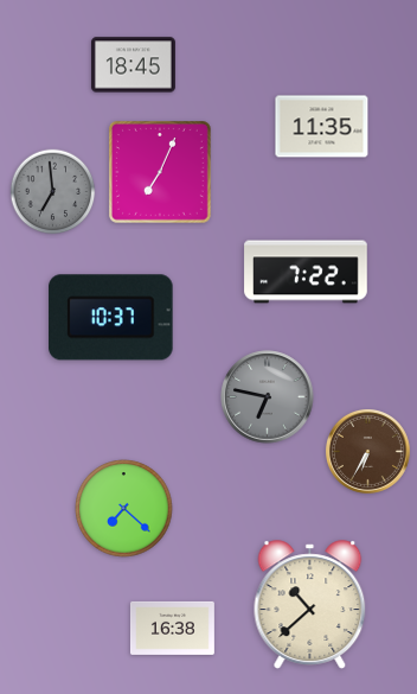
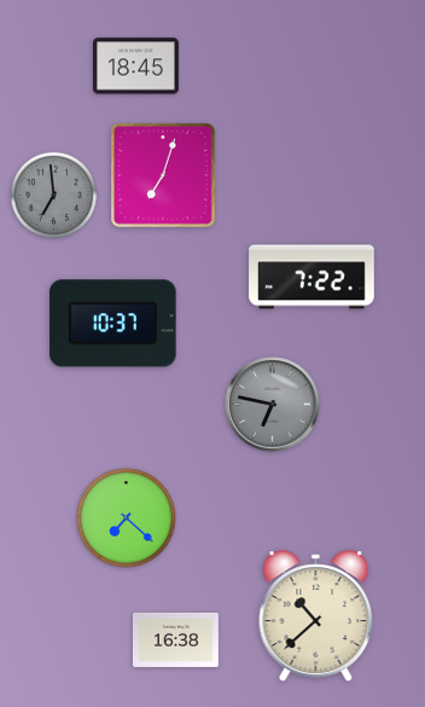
clock at (322, 127): 11:35 -> none
clock at (161, 173): 7:04 -> 7:03
clock at (367, 451): 6:35 -> none
